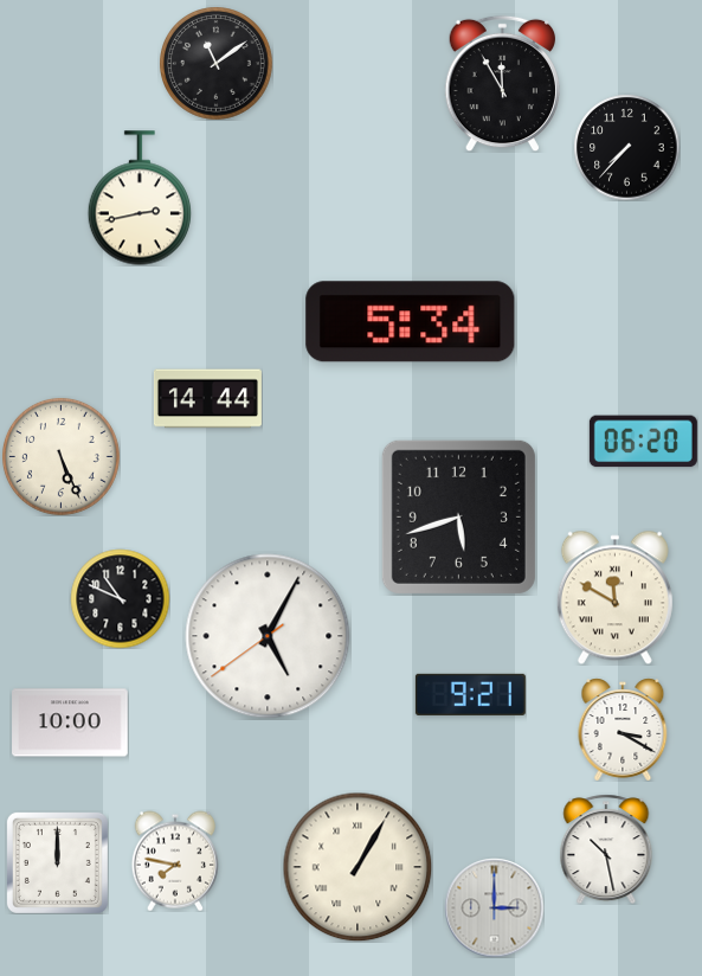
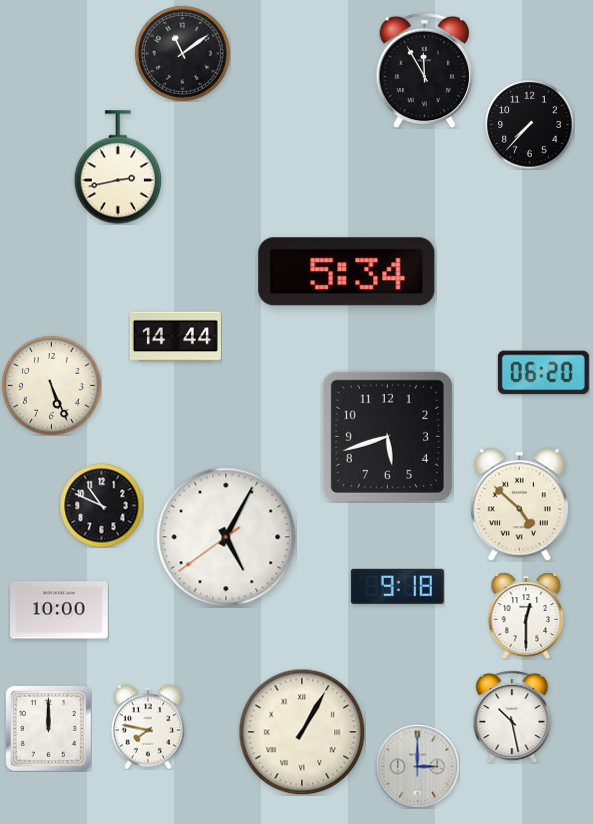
clock at (614, 597): 11:50 -> 4:52
clock at (470, 694): 9:21 -> 9:18
clock at (623, 730): 3:20 -> 12:30
